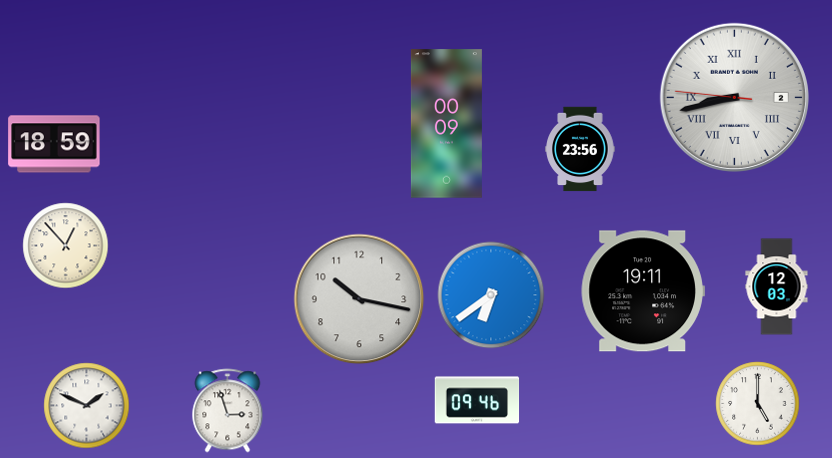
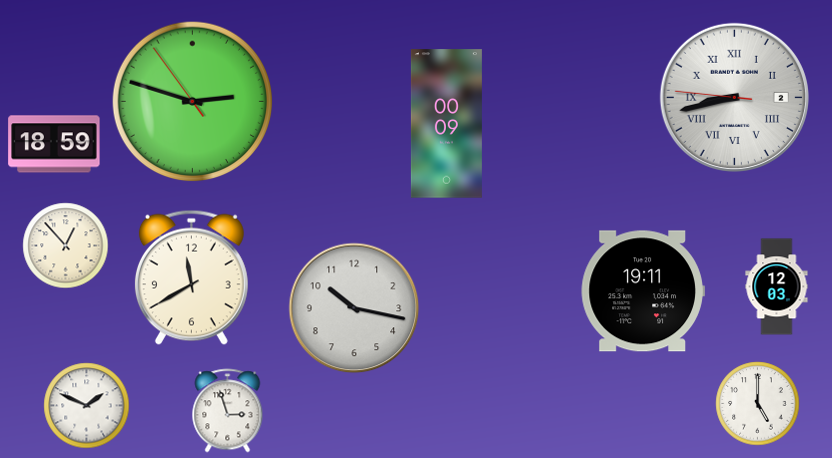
clock at (193, 102): none -> 2:47
clock at (580, 149): 23:56 -> none
clock at (191, 277): none -> 11:40
clock at (491, 295): 6:39 -> none
clock at (359, 299) position: (359, 299) -> (354, 308)
clock at (477, 400): 09:46 -> none
